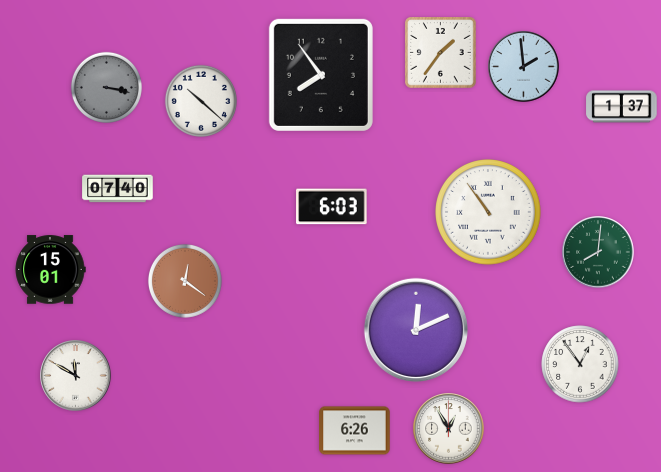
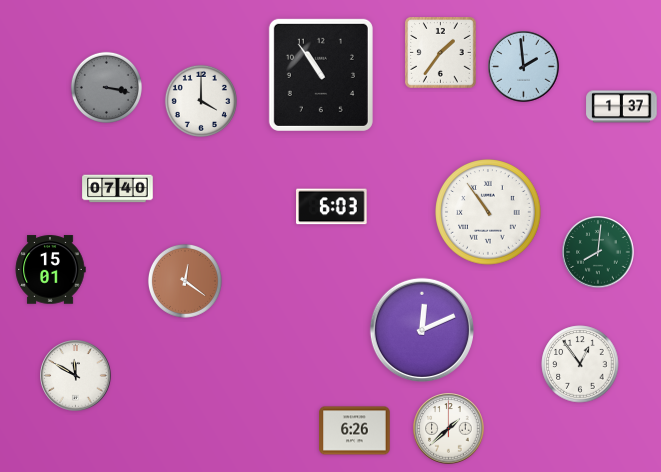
clock at (321, 75): 7:54 -> 10:54
clock at (201, 101): 10:22 -> 4:00
clock at (416, 330) position: (416, 330) -> (422, 330)
clock at (449, 429): 12:55 -> 1:38
